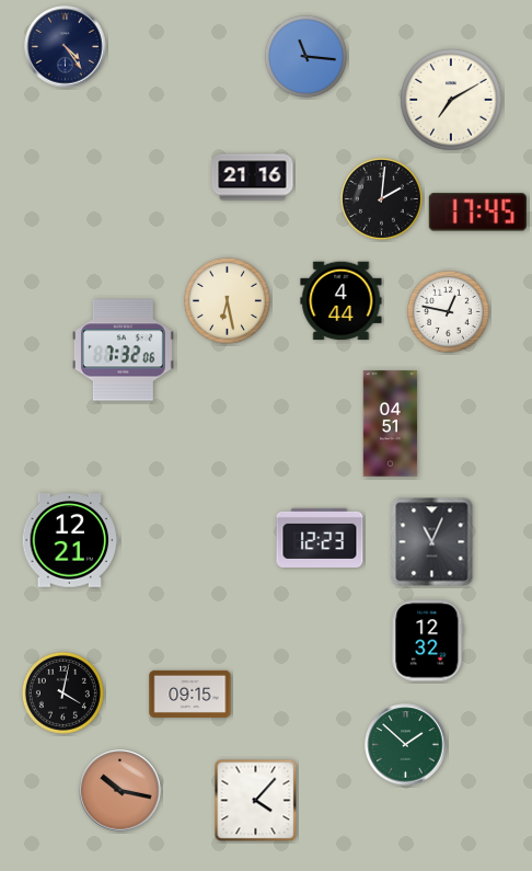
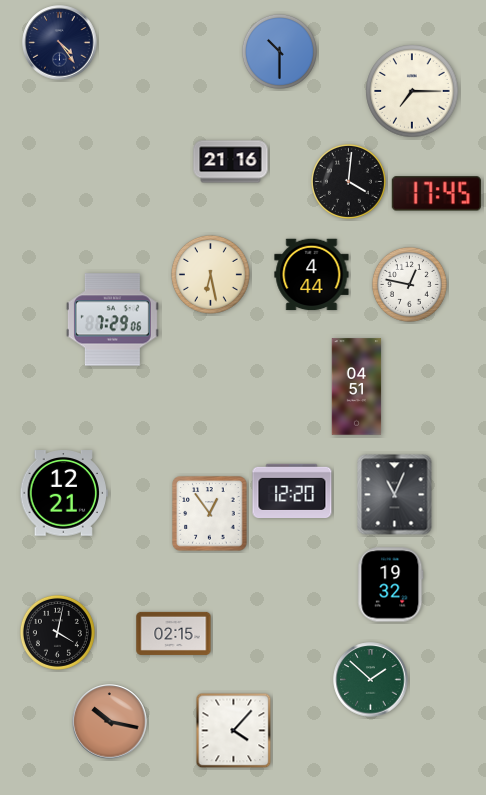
clock at (305, 56): 11:16 -> 10:30
clock at (451, 100): 7:10 -> 7:15
clock at (381, 198): 2:01 -> 4:01
clock at (227, 300) position: (227, 300) -> (210, 274)
clock at (123, 351): 7:32 -> 7:29
clock at (320, 537): 12:23 -> 12:20
clock at (210, 514): none -> 12:54
clock at (428, 641): 12:32 -> 19:32
clock at (190, 694): 09:15 -> 02:15
